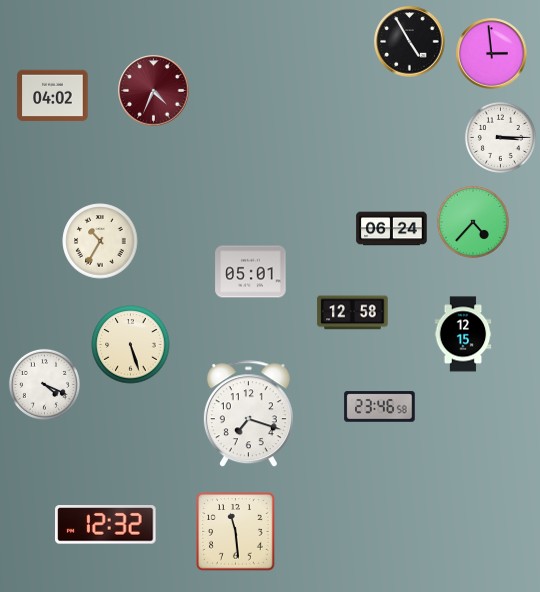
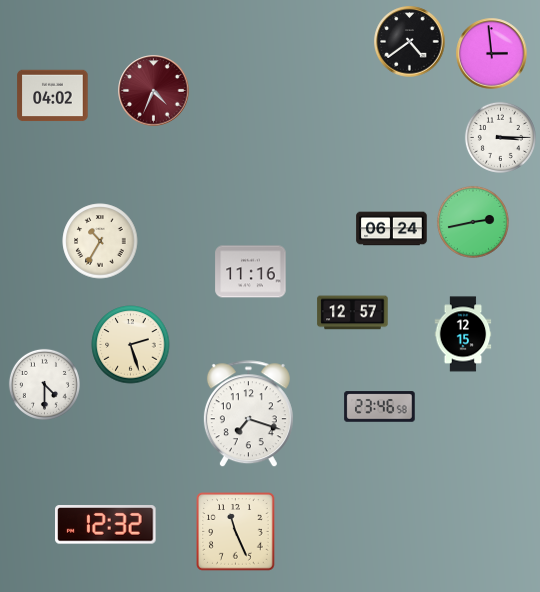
clock at (410, 42): 4:55 -> 4:39
clock at (473, 222): 4:37 -> 2:43
clock at (251, 272): 05:01 -> 11:16
clock at (353, 313): 12:58 -> 12:57
clock at (131, 345): 5:27 -> 2:27
clock at (44, 384): 4:19 -> 4:30
clock at (236, 532): 11:29 -> 11:26
